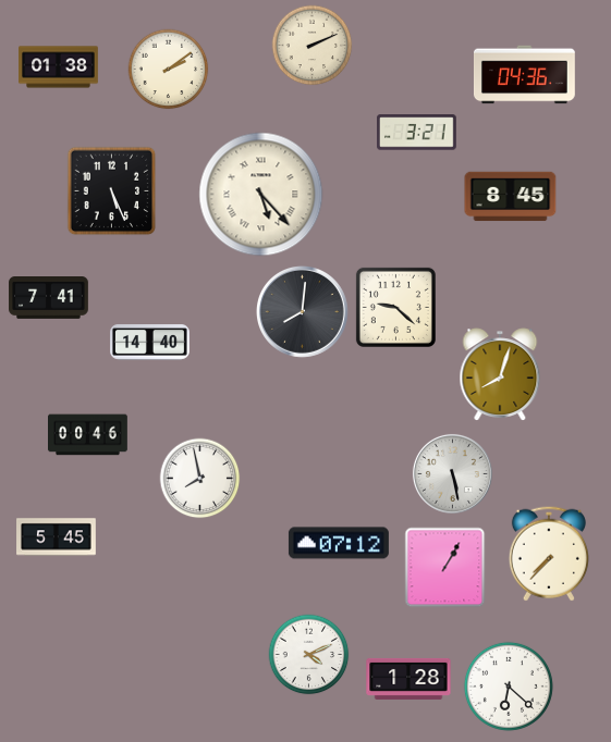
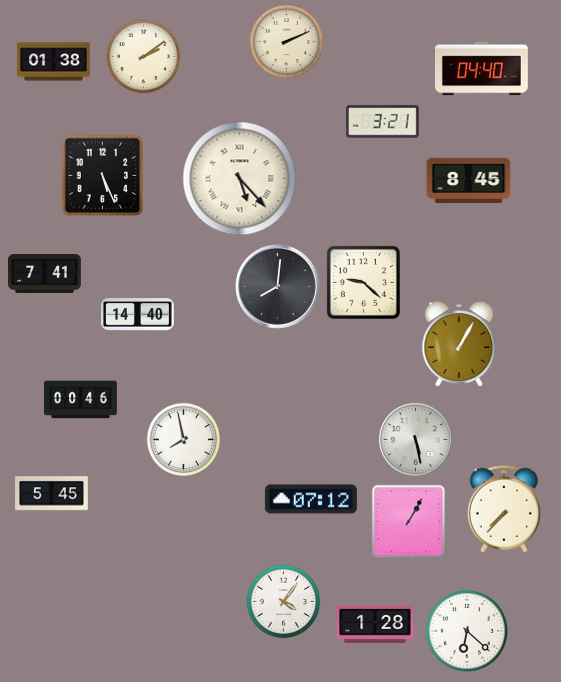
clock at (169, 70) position: (169, 70) -> (144, 57)
clock at (524, 75): 04:36 -> 04:40
clock at (500, 374): 8:03 -> 1:05
clock at (452, 473) position: (452, 473) -> (415, 439)
clock at (309, 655): 4:11 -> 4:06
